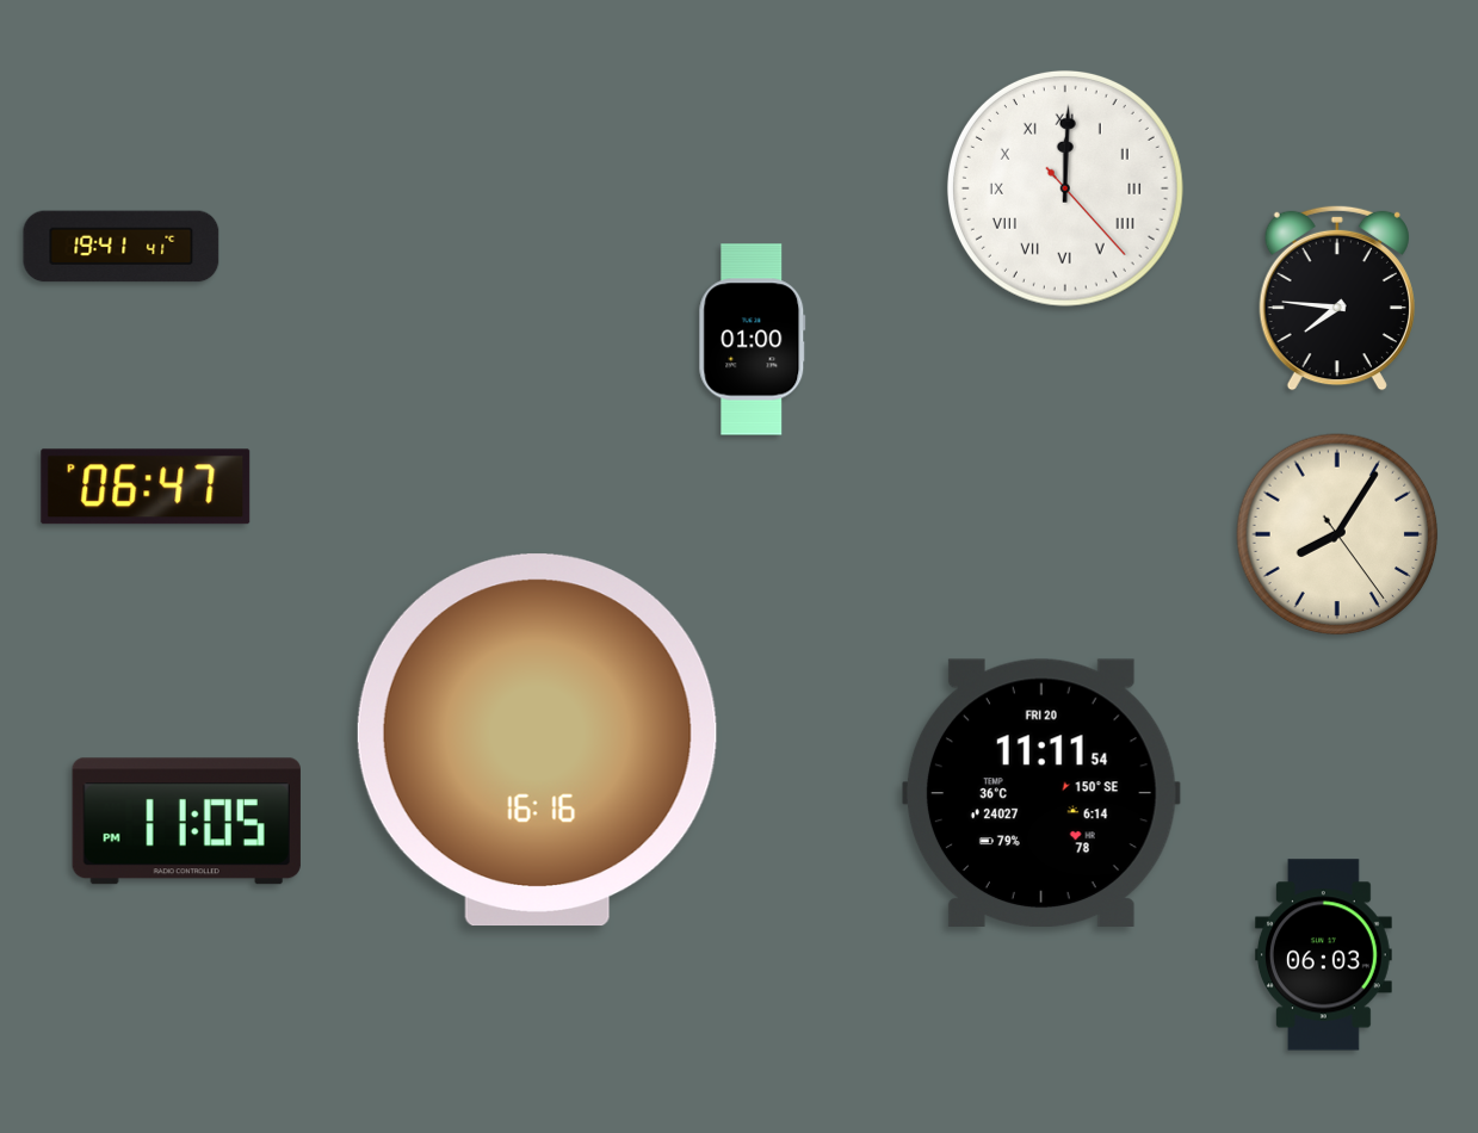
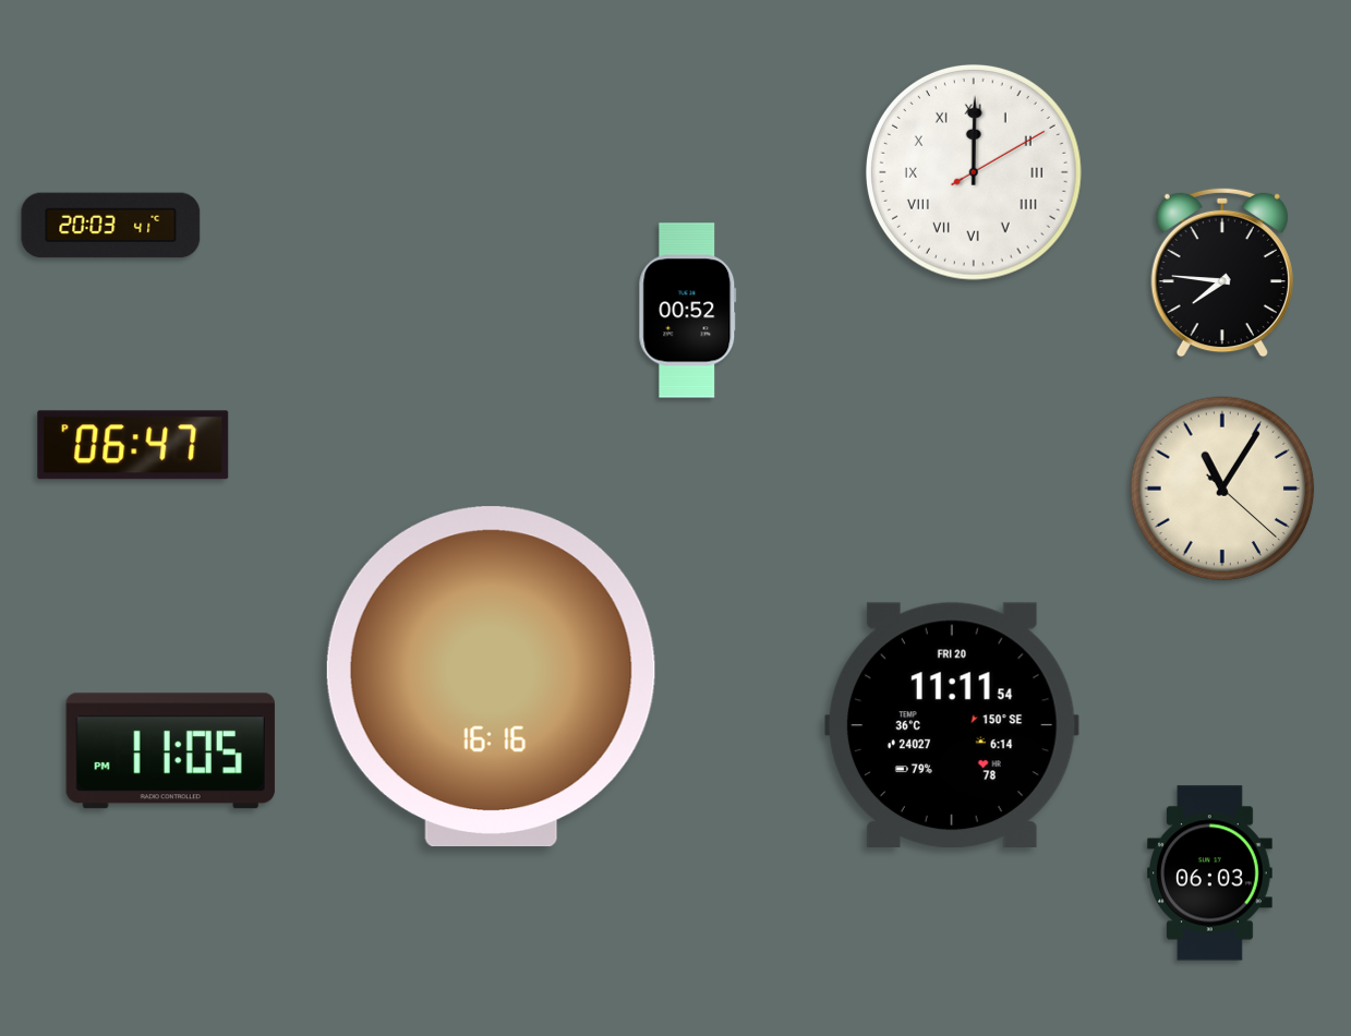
clock at (1065, 188): 12:00:23 -> 12:00:10
clock at (122, 247): 19:41 -> 20:03
clock at (753, 340): 01:00 -> 00:52
clock at (1337, 534): 8:05 -> 11:05
